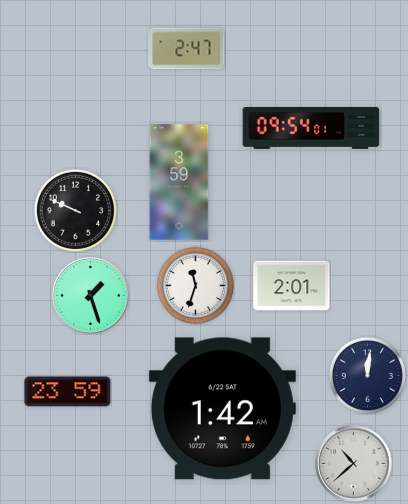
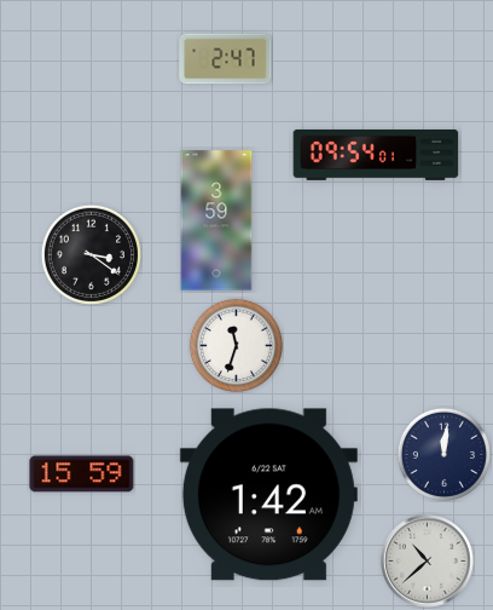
clock at (75, 210): 9:49 -> 3:21
clock at (292, 286): 2:01 -> none
clock at (91, 296): 1:27 -> none
clock at (68, 392): 23:59 -> 15:59
